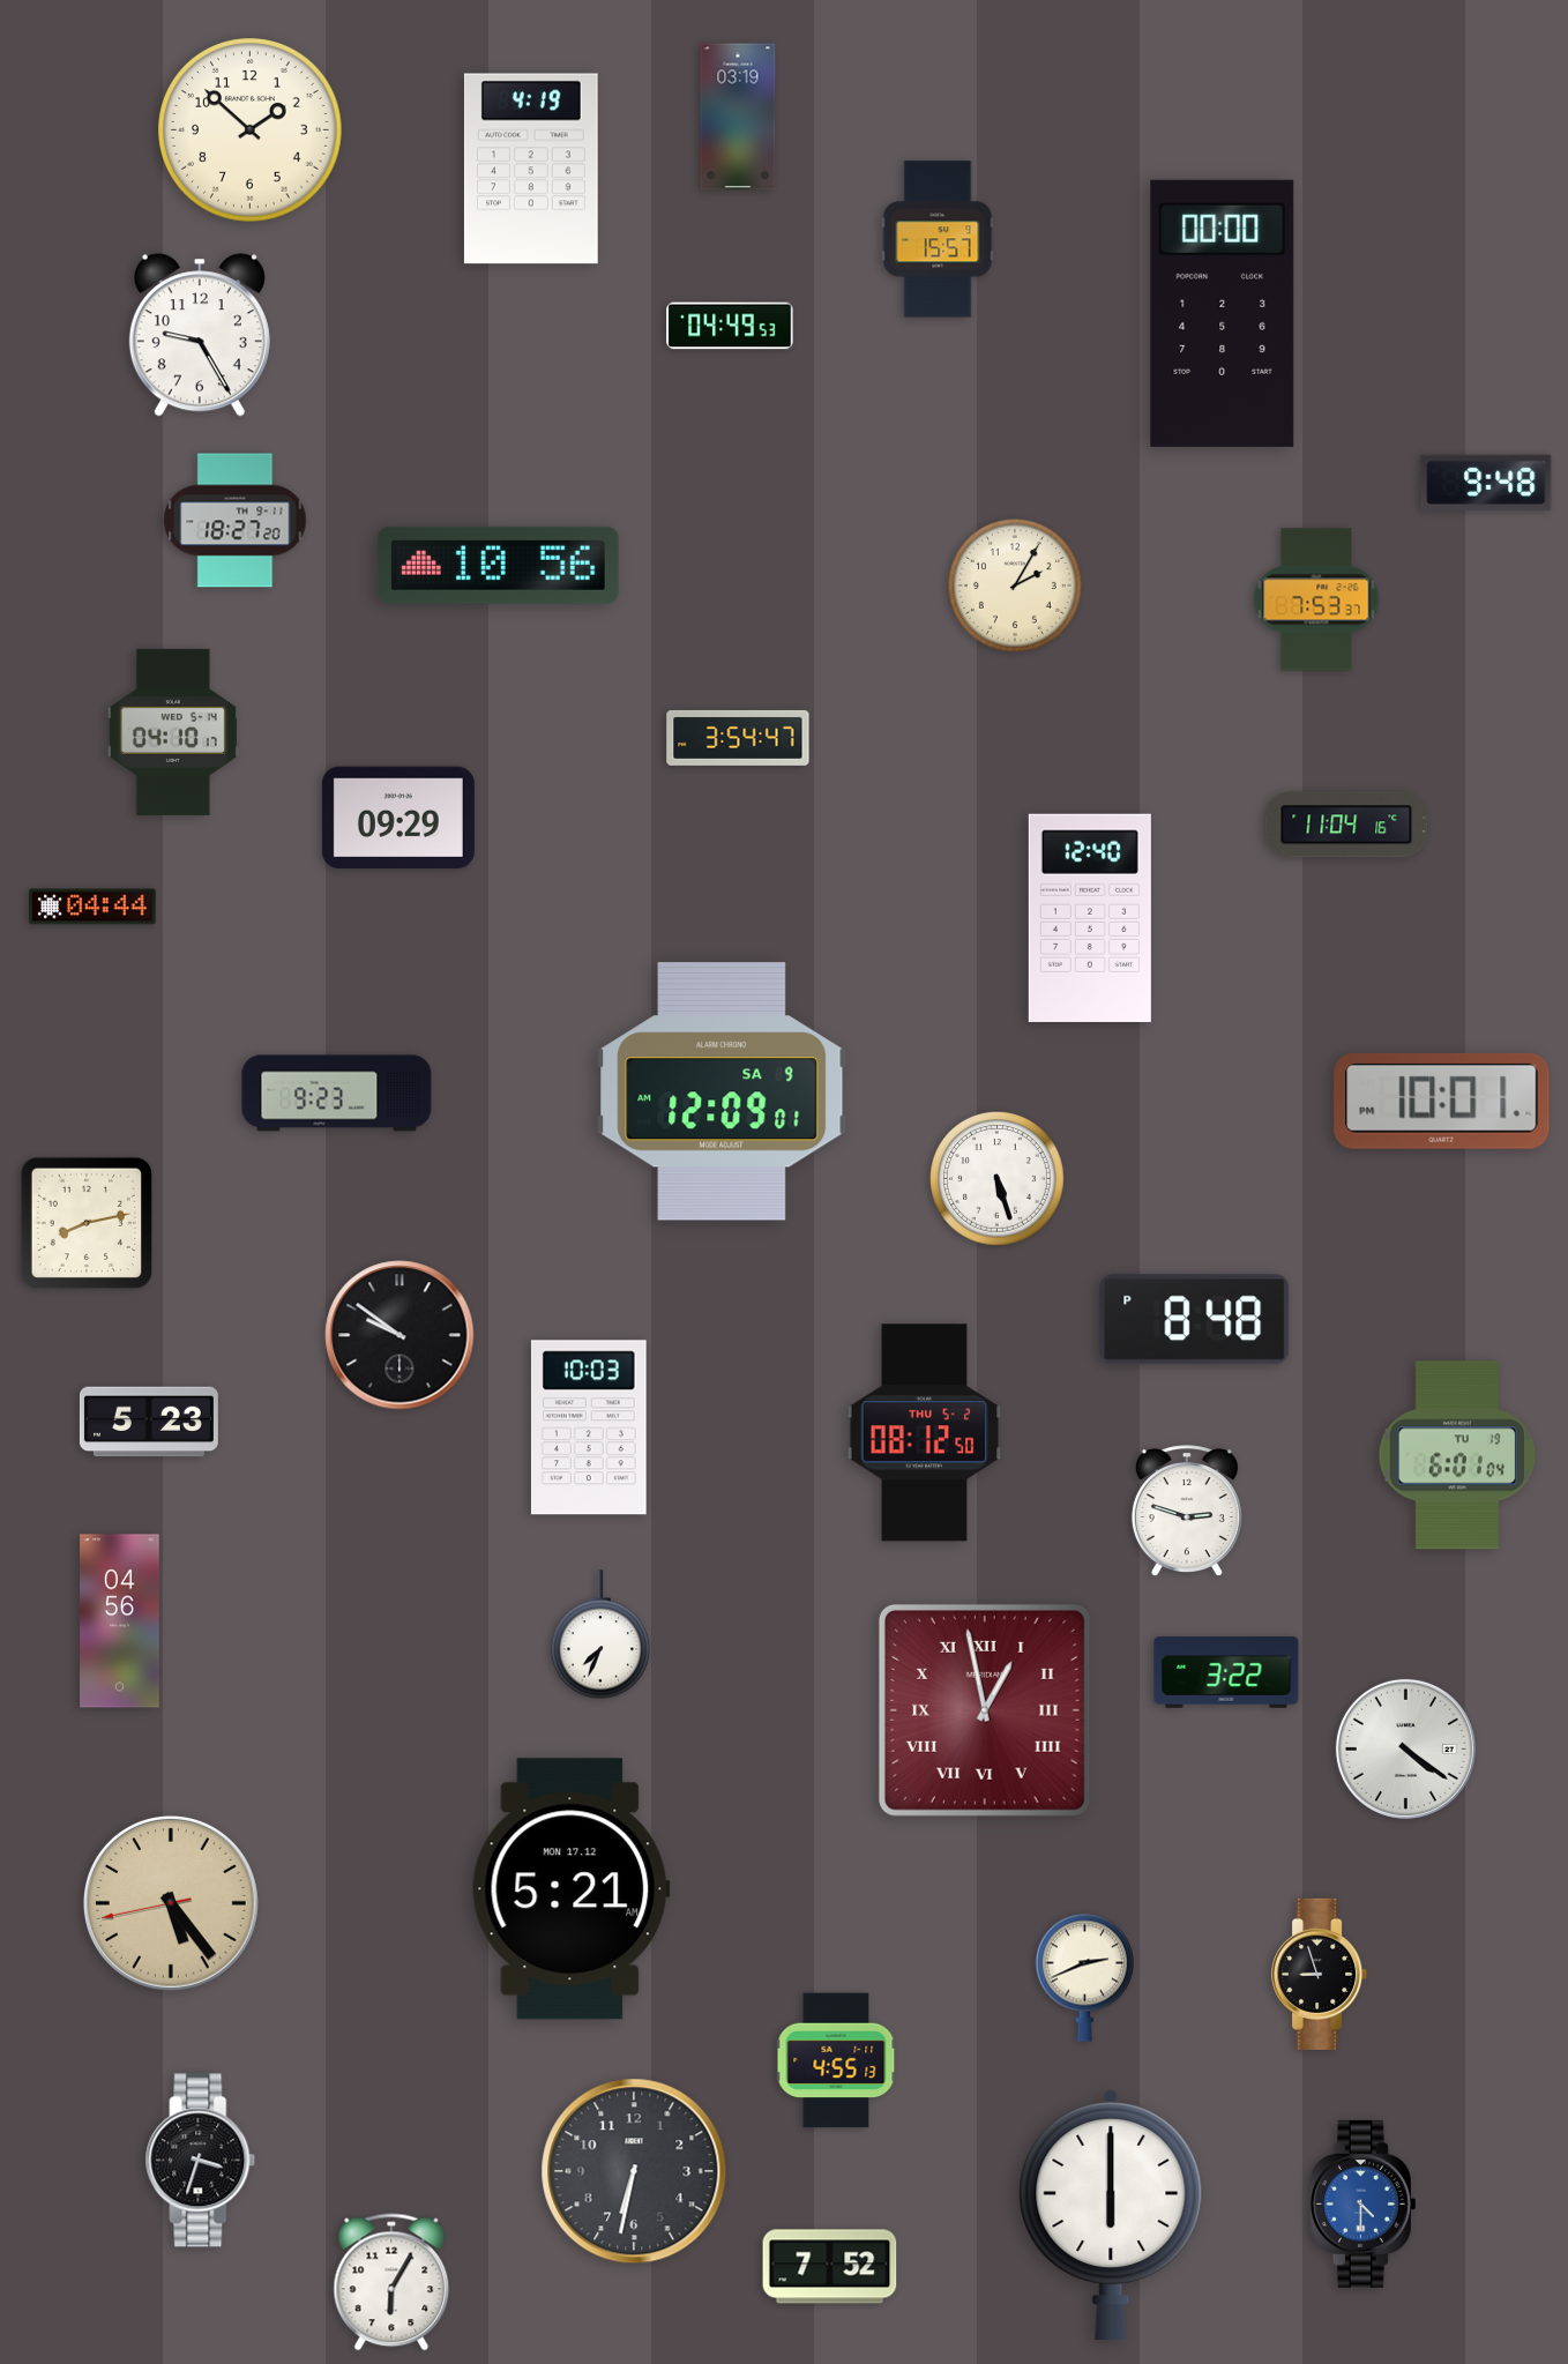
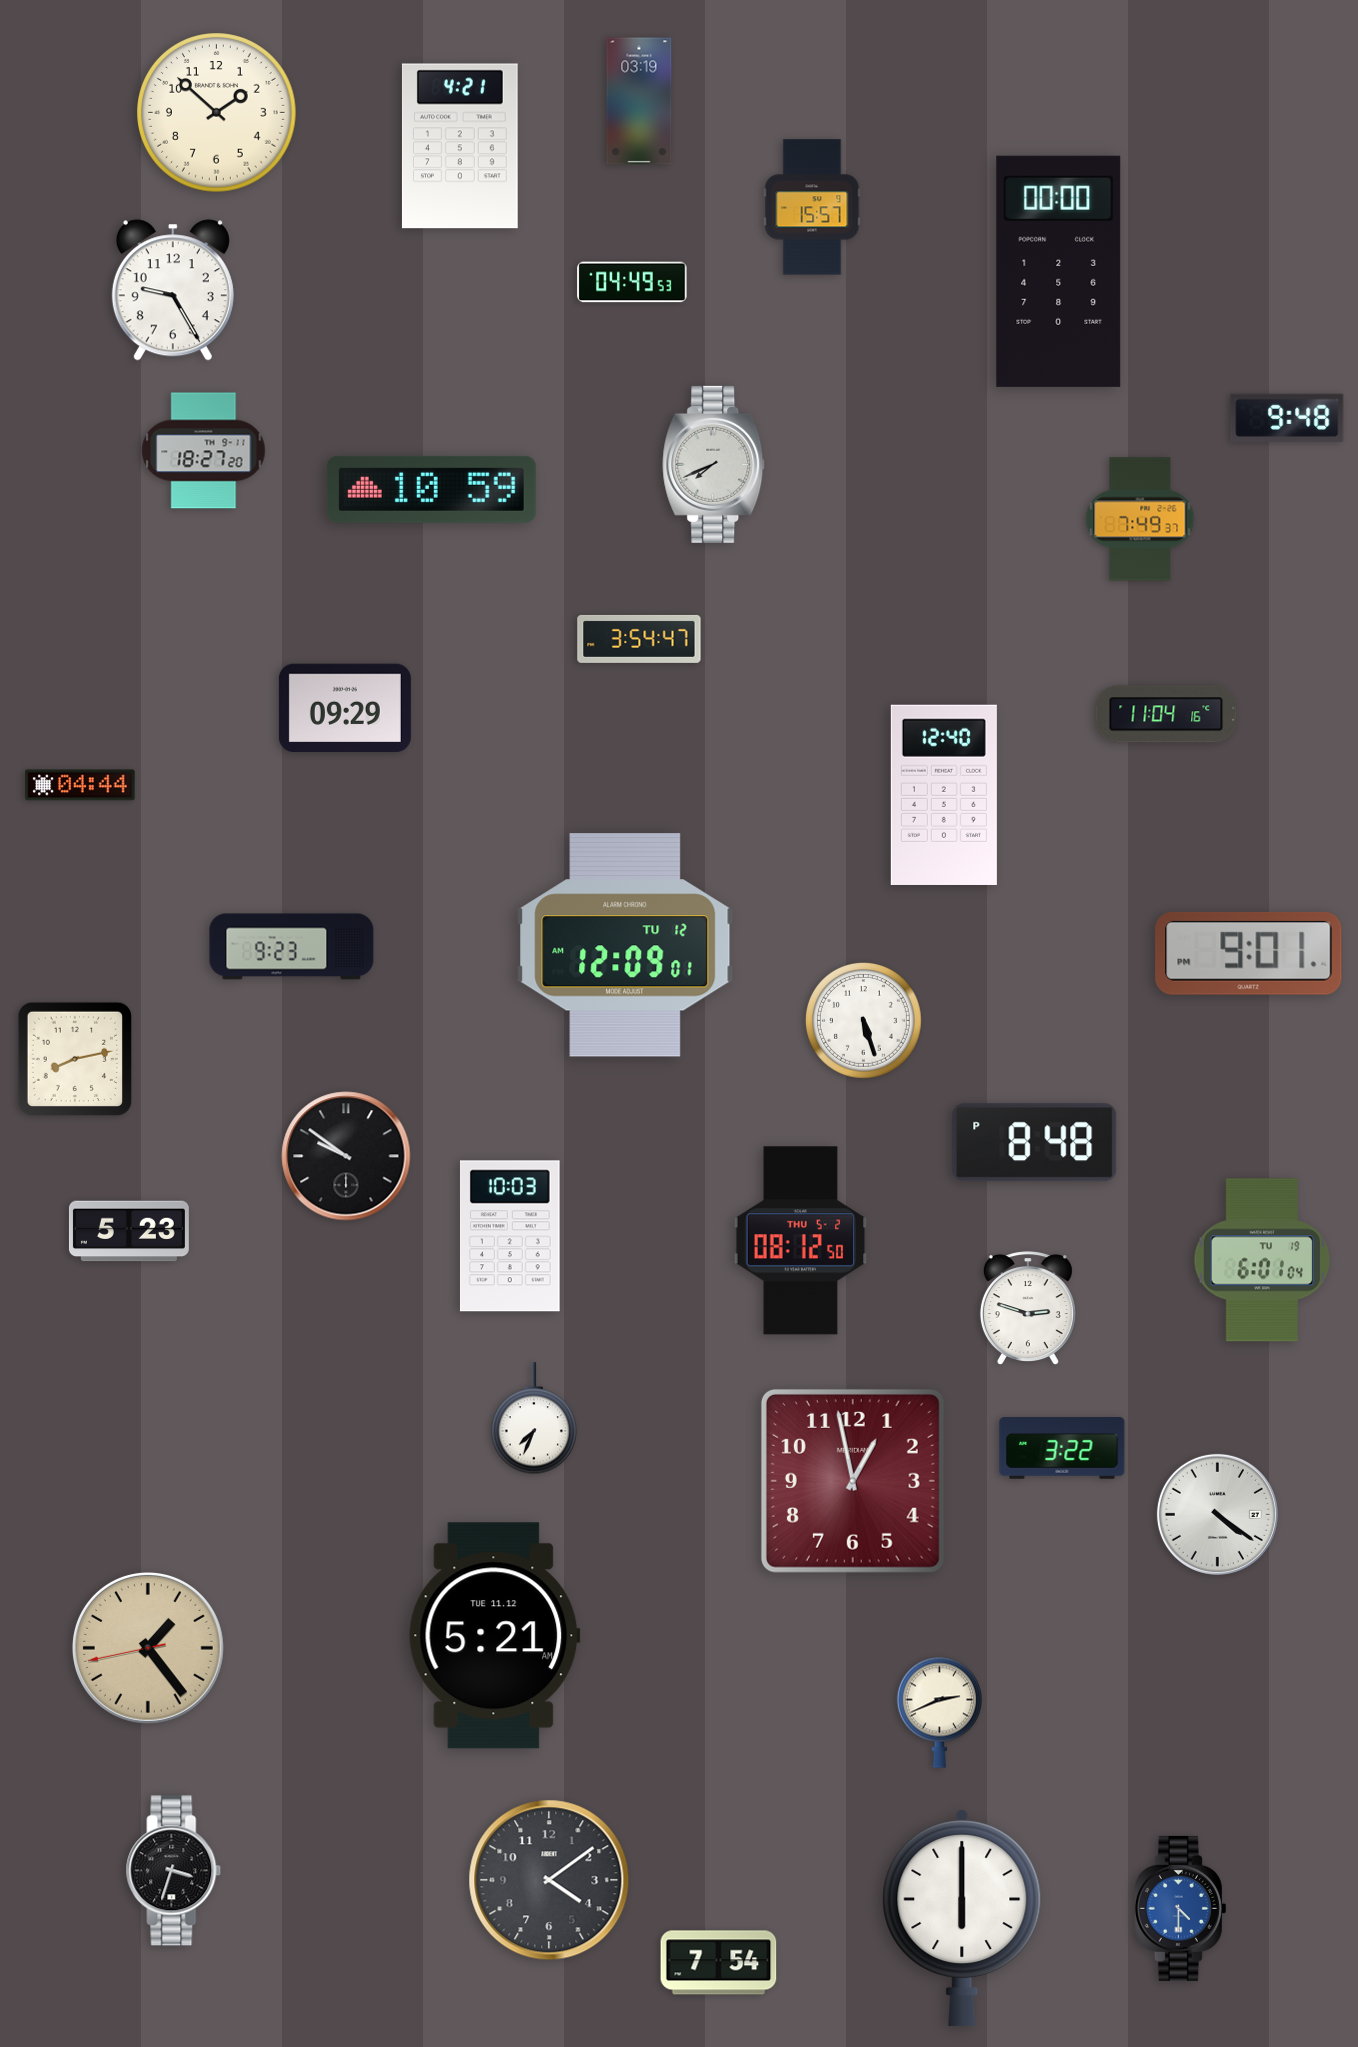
clock at (531, 169): 4:19 -> 4:21
clock at (714, 464): none -> 7:41
clock at (498, 565): 10:56 -> 10:59
clock at (1015, 586): 2:05 -> none
clock at (1316, 599): 7:53 -> 7:49
clock at (173, 732): 04:10 -> none
clock at (722, 1091) date: SA 9 -> TU 12
clock at (1442, 1101): 10:01 -> 9:01
clock at (120, 1621): 04:56 -> none
clock at (600, 1635) position: (600, 1635) -> (534, 1419)
clock at (985, 1710) numerals: Roman -> Arabic
clock at (572, 1889) date: MON 17.12 -> TUE 11.12
clock at (171, 1903): 5:23 -> 1:23
clock at (1320, 1974): 8:57 -> none
clock at (836, 2060): 4:55 -> none
clock at (634, 2171): 6:32 -> 4:09
clock at (830, 2267): 7:52 -> 7:54
clock at (391, 2282): 6:05 -> none
